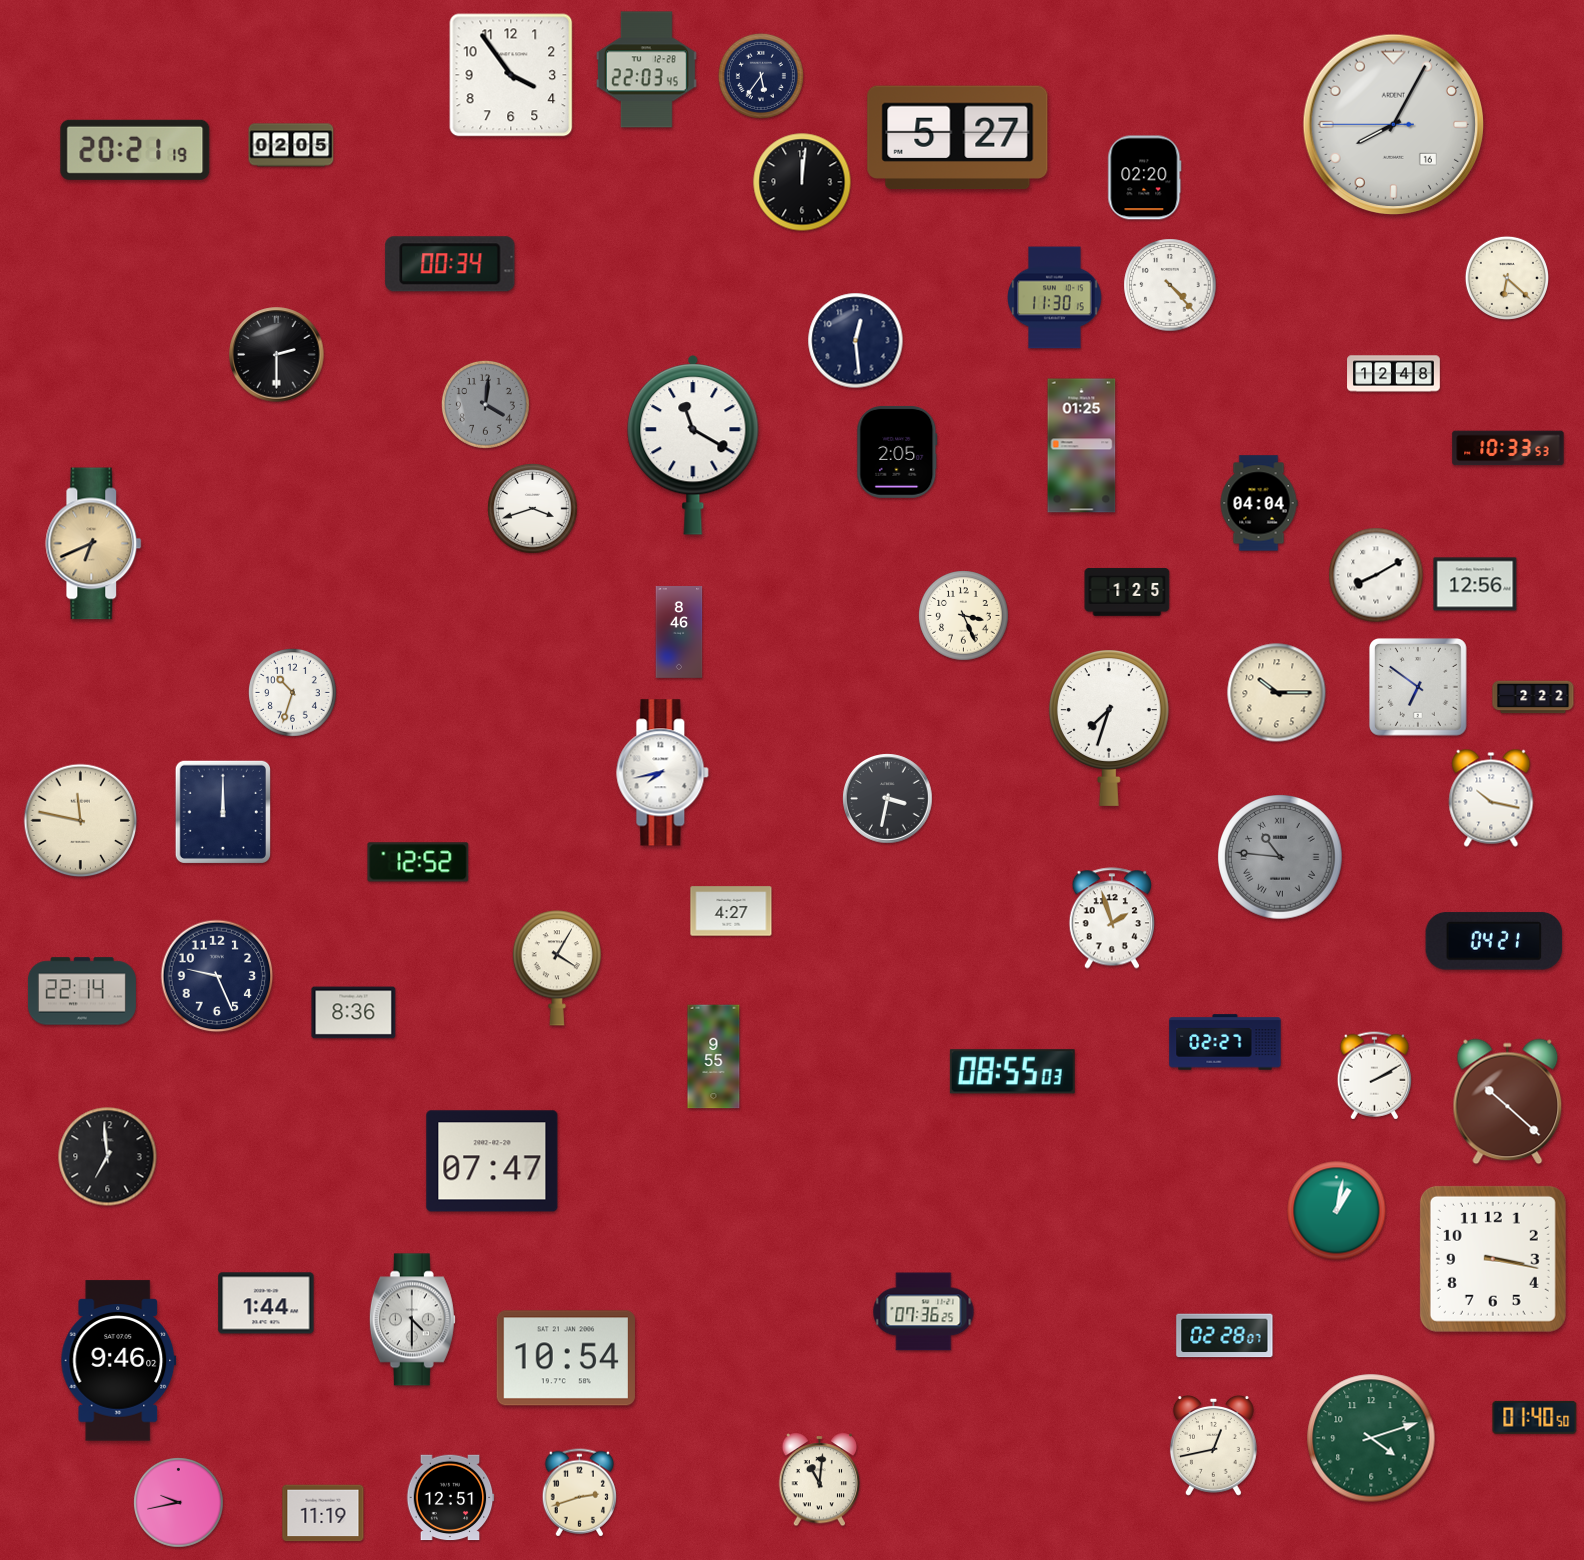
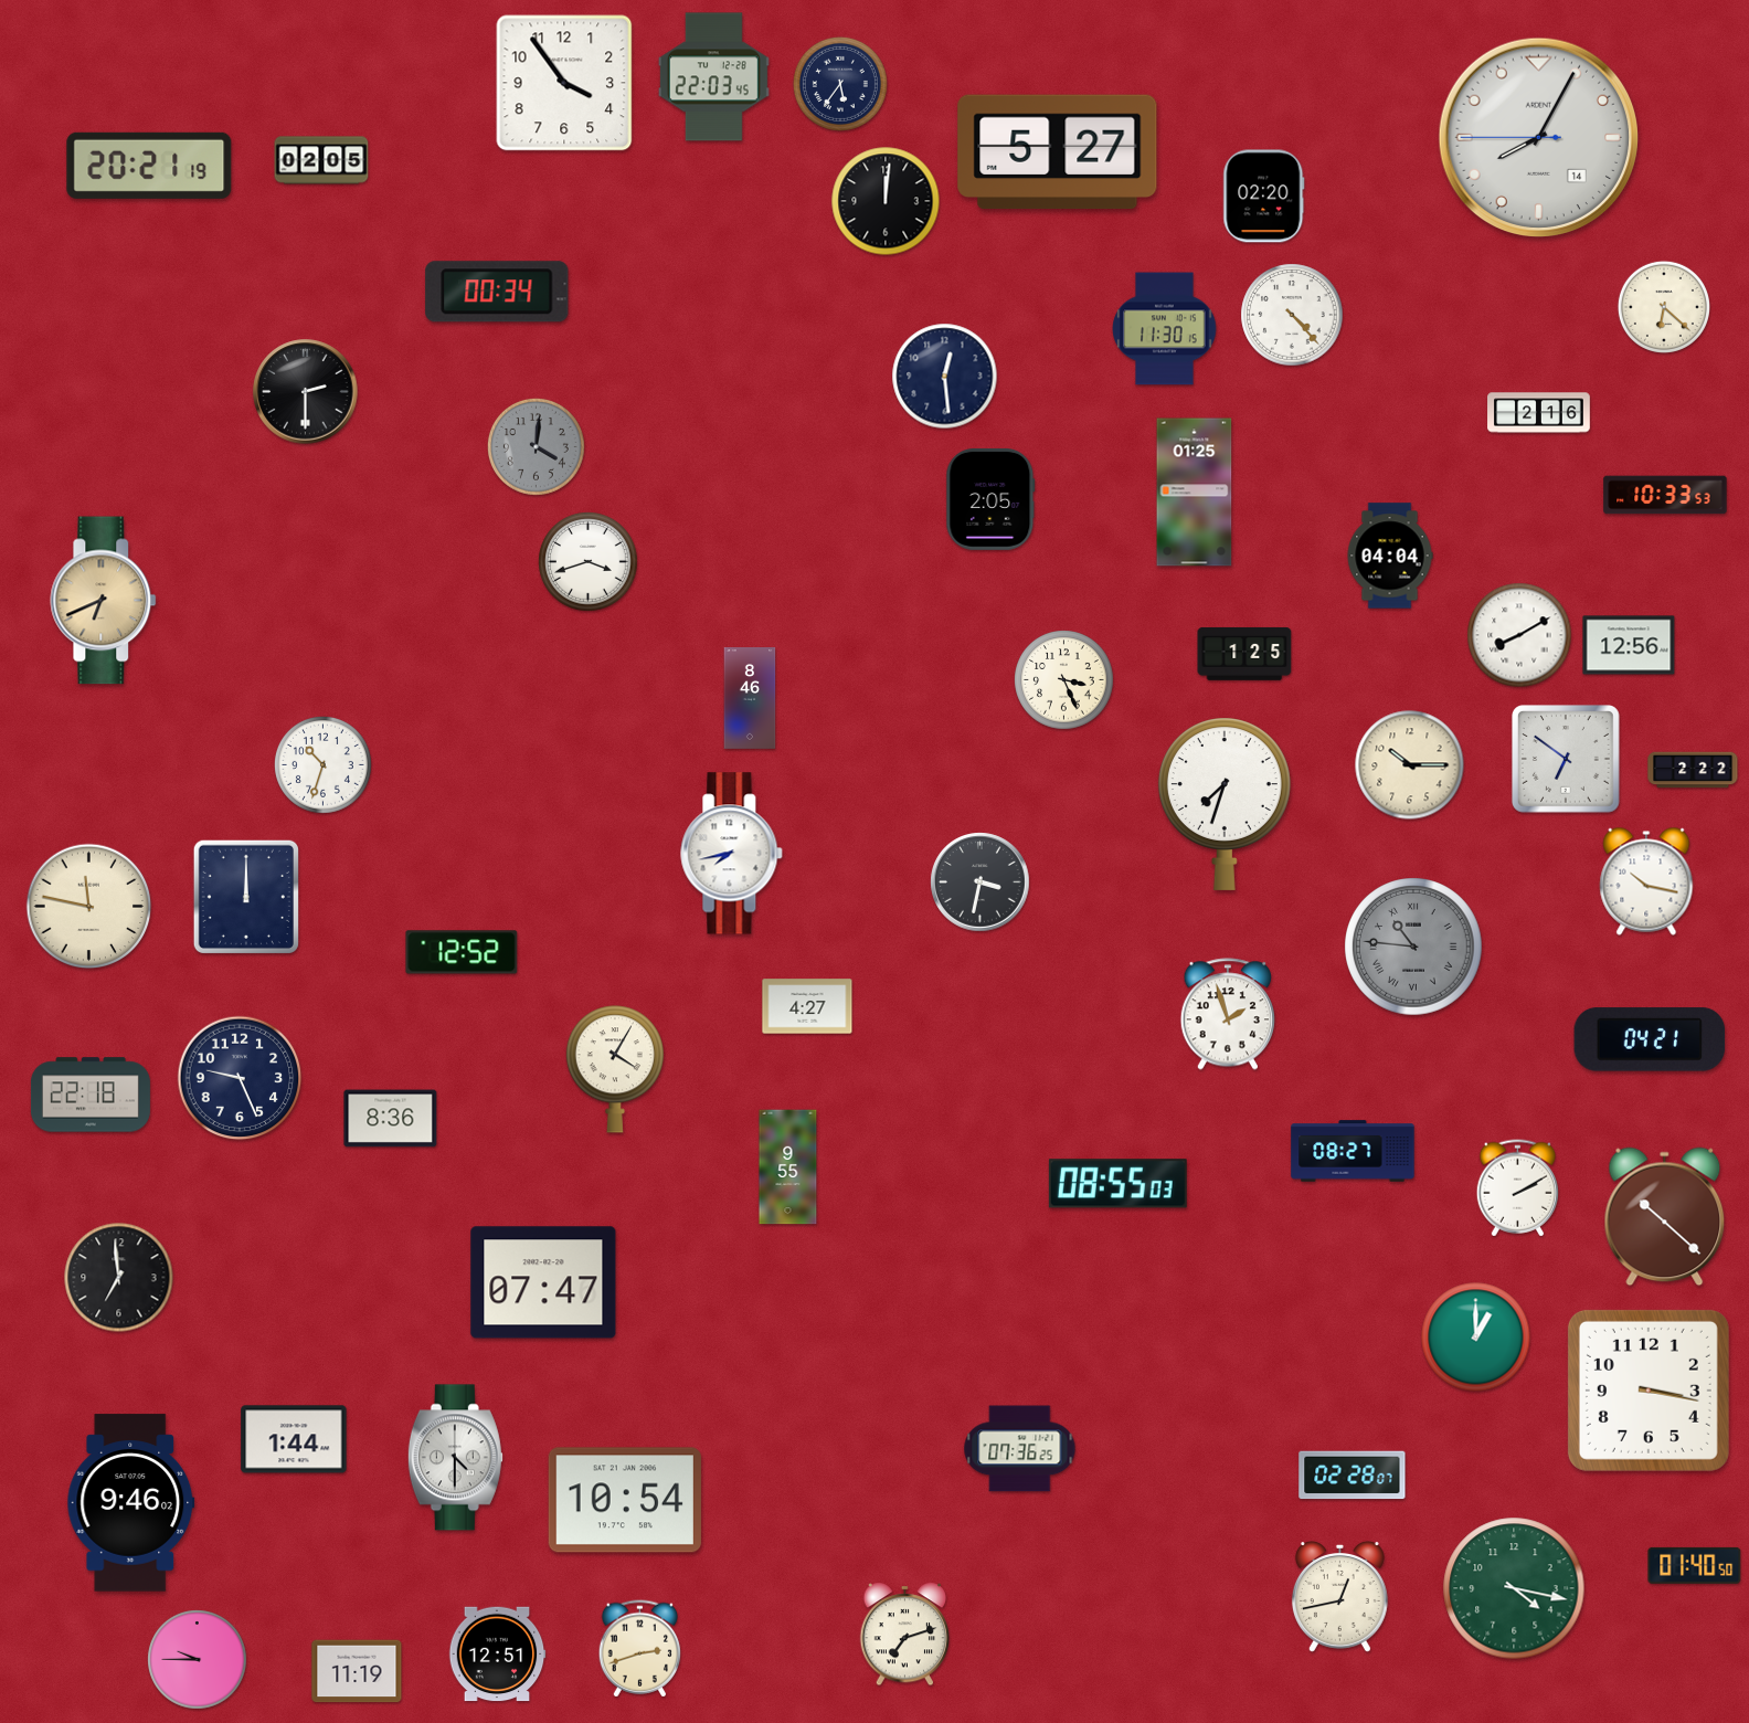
clock at (1393, 124) date: 16 -> 14
clock at (1394, 374): 12:48 -> 2:16
clock at (693, 445): 11:20 -> none
clock at (82, 991): 22:14 -> 22:18
clock at (1225, 1042): 02:27 -> 08:27
clock at (1337, 1211): 1:02 -> 1:00
clock at (1371, 1438): 4:12 -> 4:17
clock at (820, 1480): 11:01 -> 7:12
clock at (179, 1503): 9:43 -> 9:45
